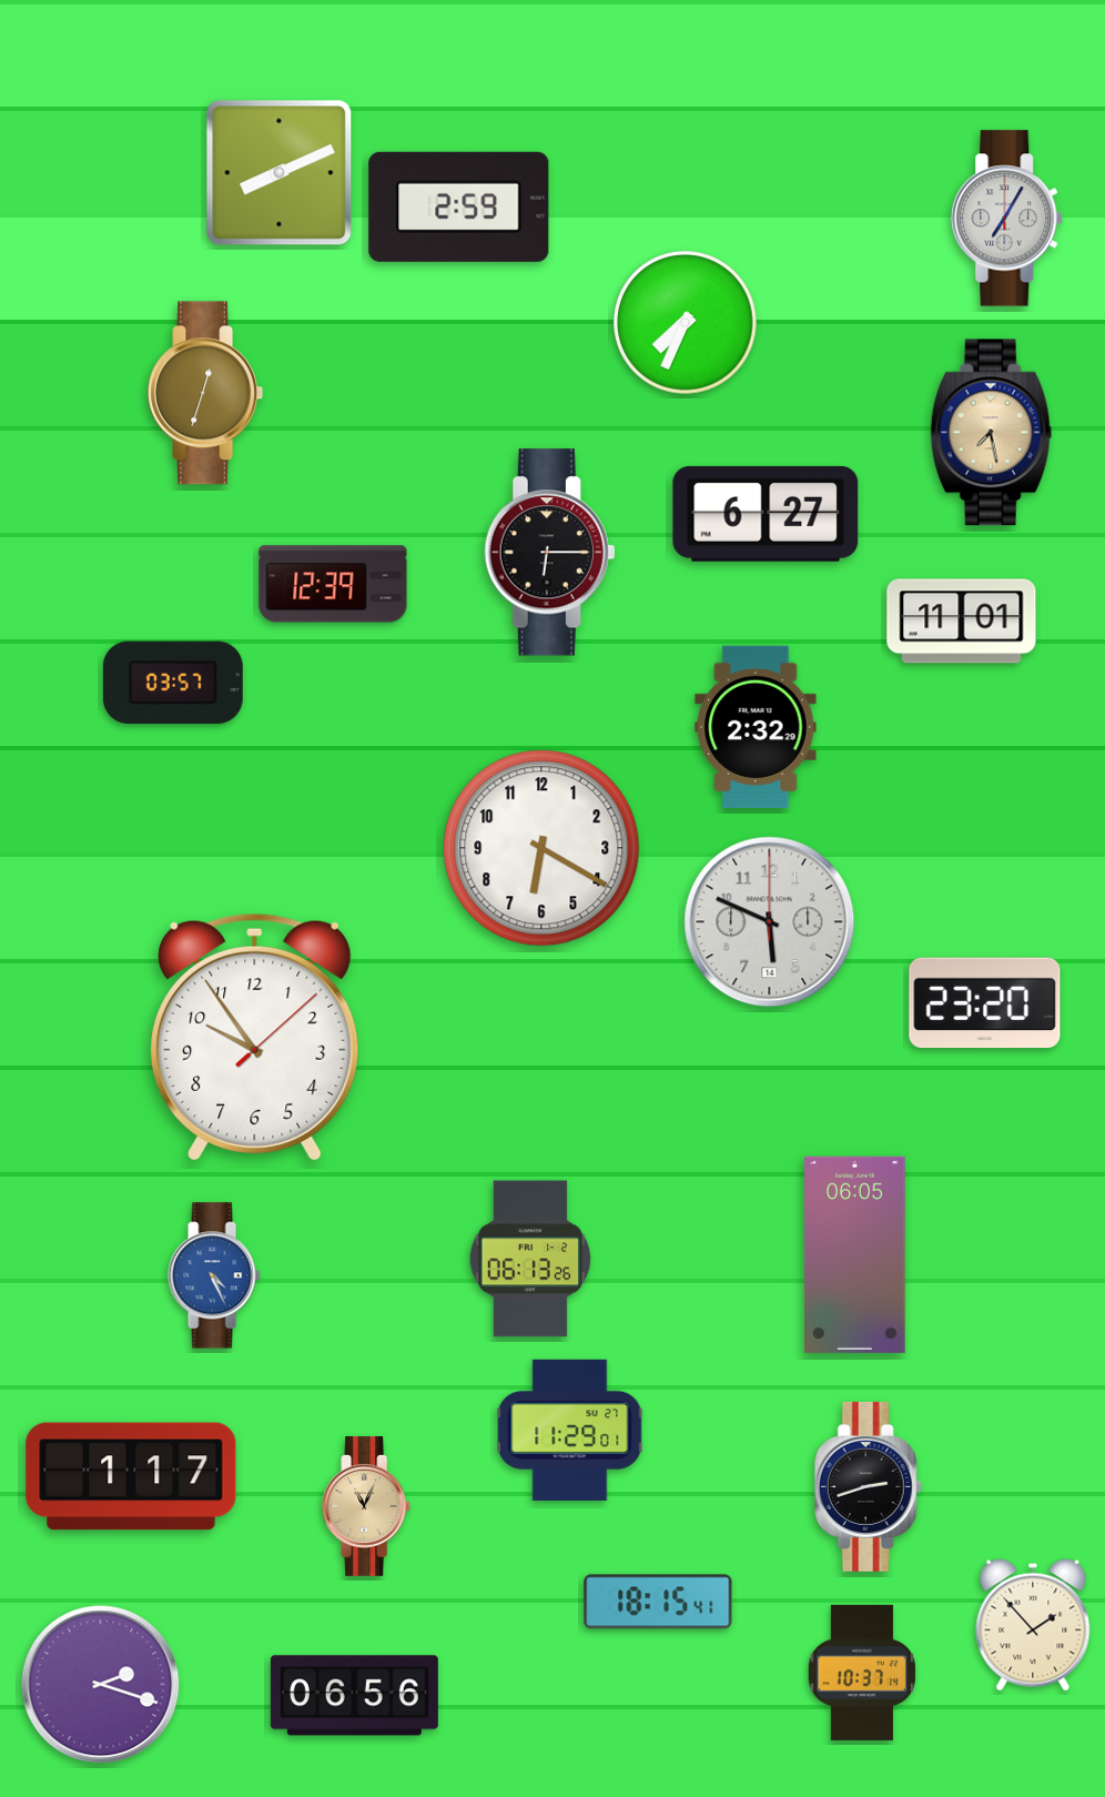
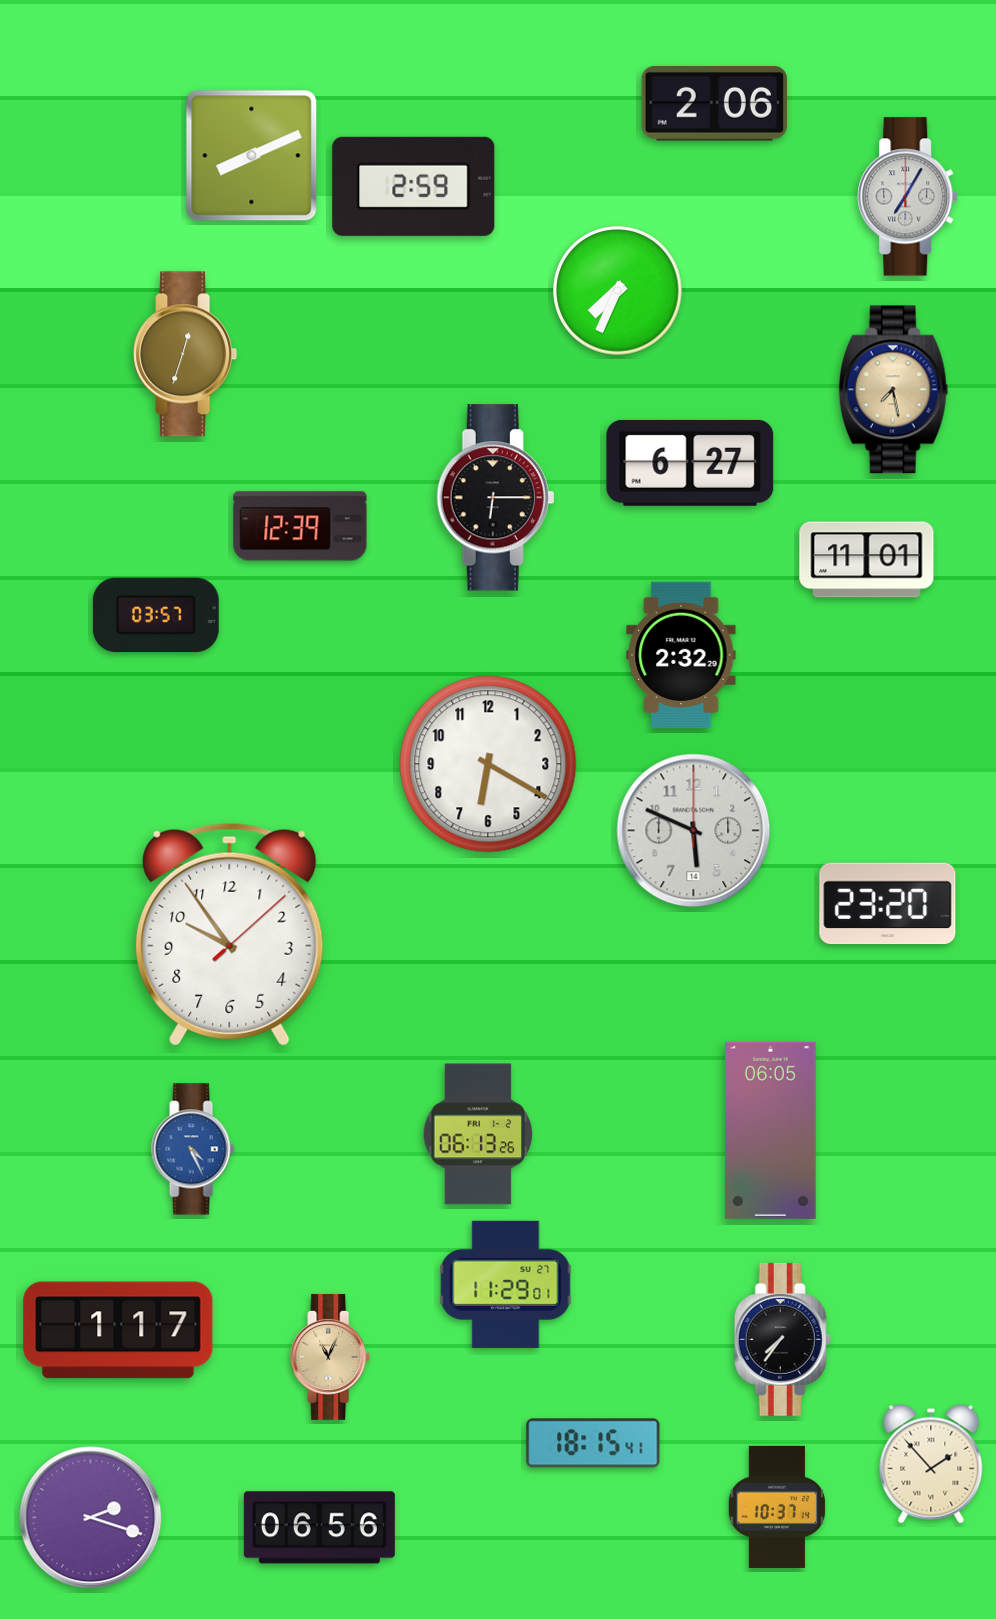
clock at (714, 103): none -> 2:06
clock at (570, 1430) position: (570, 1430) -> (506, 1284)
clock at (868, 1486): 2:42 -> 7:36
